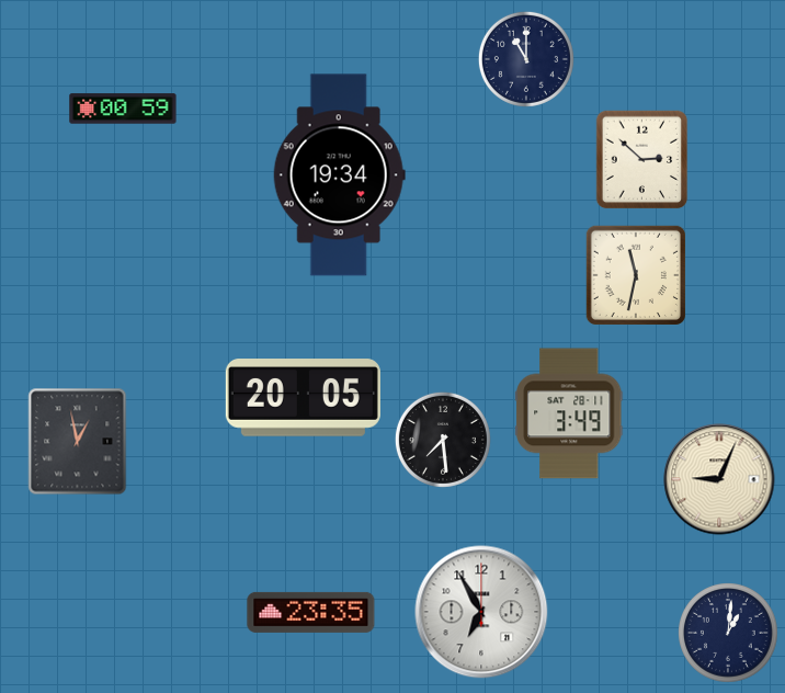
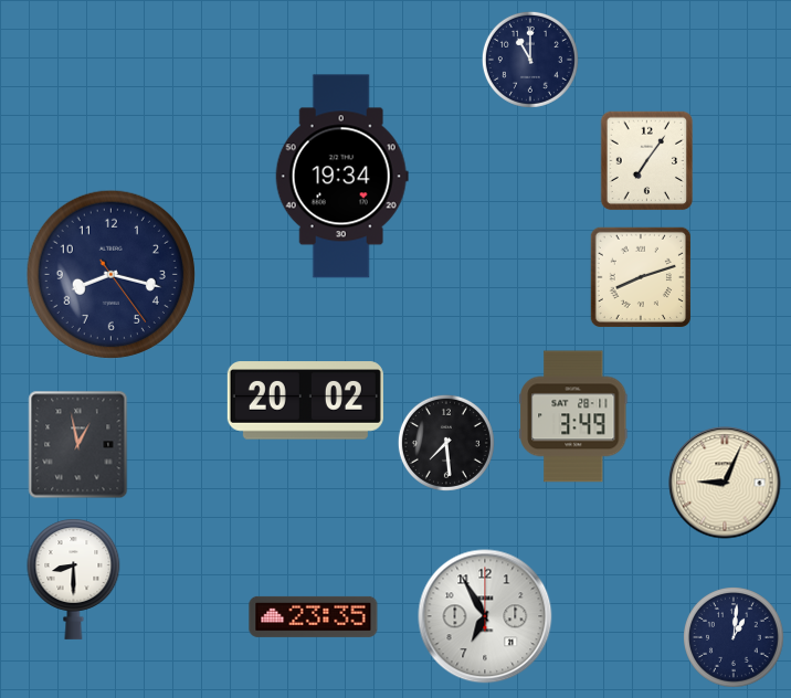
clock at (123, 109): 00:59 -> none
clock at (642, 160): 2:52 -> 7:06
clock at (110, 274): none -> 8:17
clock at (636, 275): 11:32 -> 8:12
clock at (303, 398): 20:05 -> 20:02
clock at (74, 579): none -> 8:30
